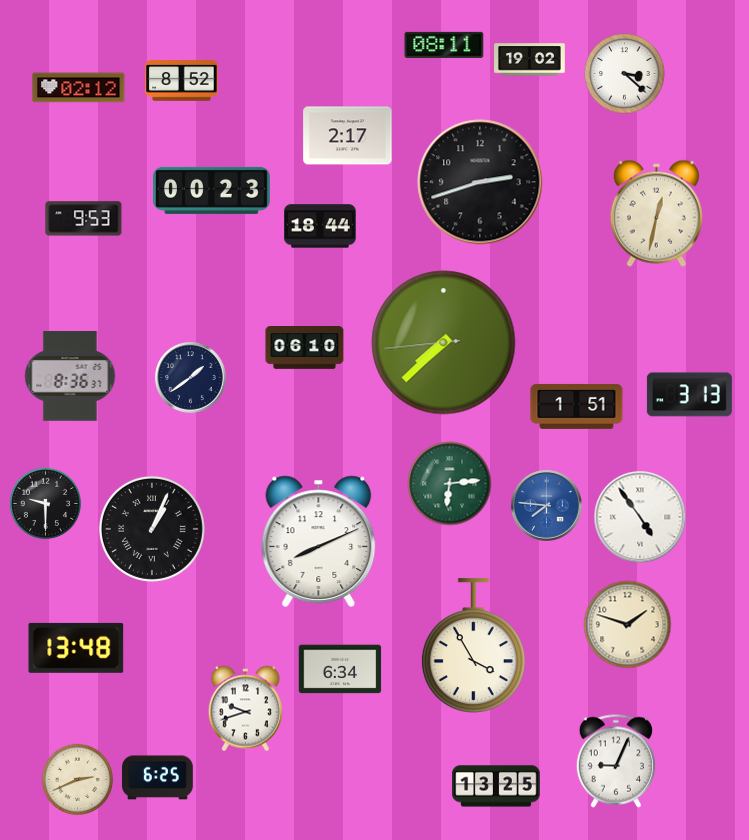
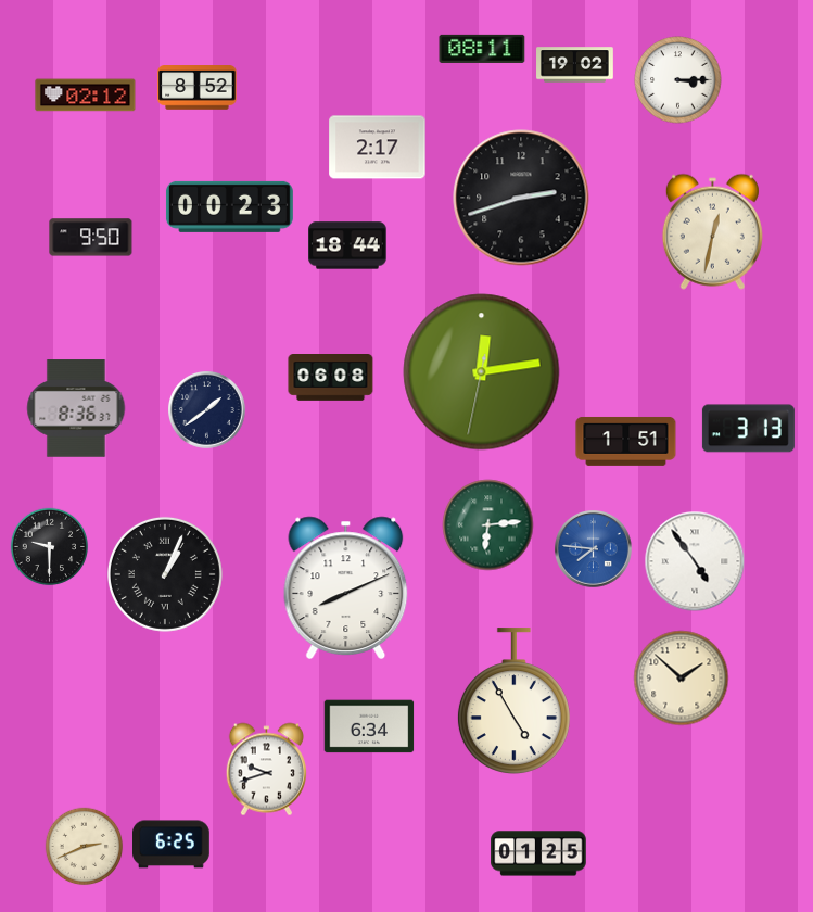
clock at (625, 74): 3:22 -> 3:15
clock at (84, 219): 9:53 -> 9:50
clock at (444, 343): 7:37 -> 12:13
clock at (305, 348): 06:10 -> 06:08
clock at (628, 625): 1:48 -> 1:52
clock at (473, 645): 3:55 -> 4:55
clock at (76, 648): 13:48 -> none
clock at (615, 761): 9:04 -> none
clock at (496, 786): 13:25 -> 01:25
